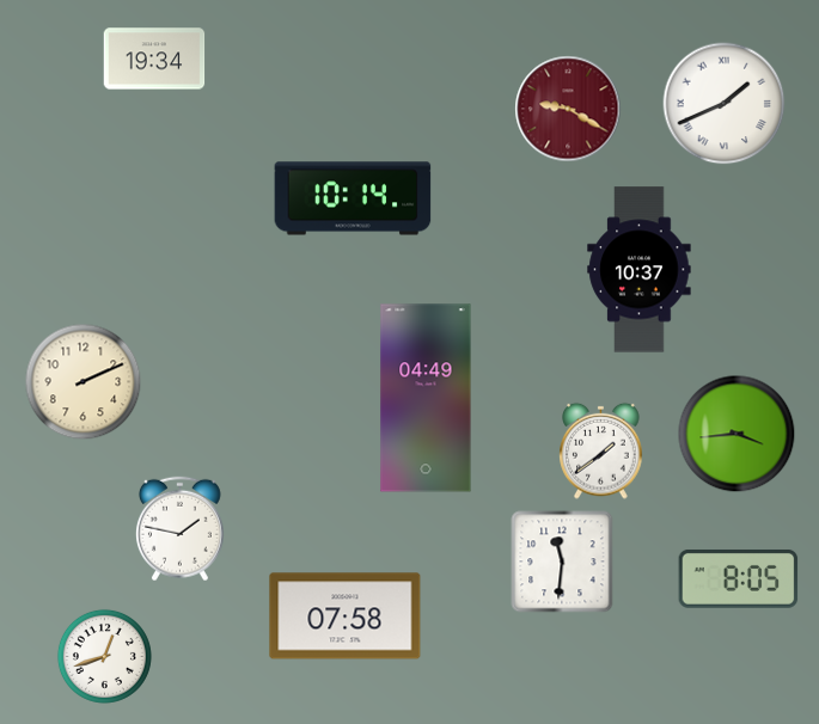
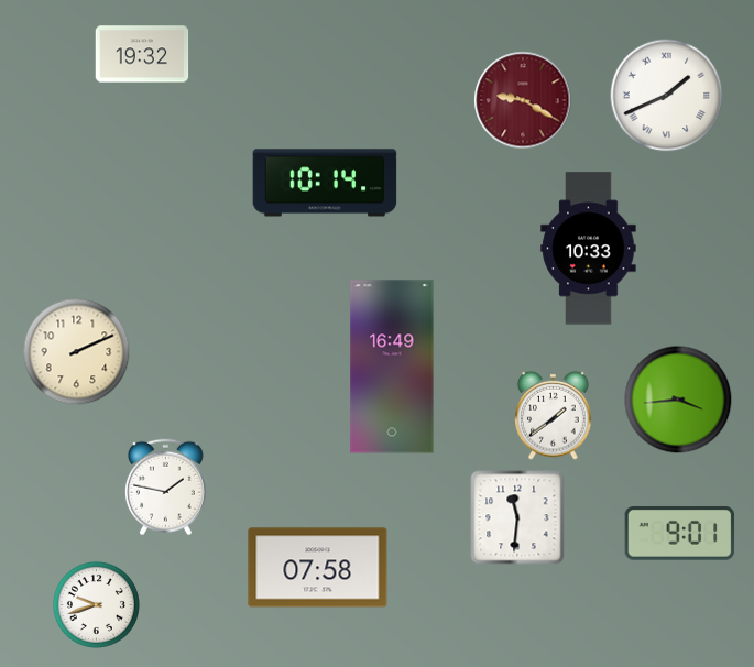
clock at (154, 59): 19:34 -> 19:32
clock at (640, 270): 10:37 -> 10:33
clock at (426, 398): 04:49 -> 16:49
clock at (739, 578): 8:05 -> 9:01
clock at (104, 656): 12:42 -> 9:42
